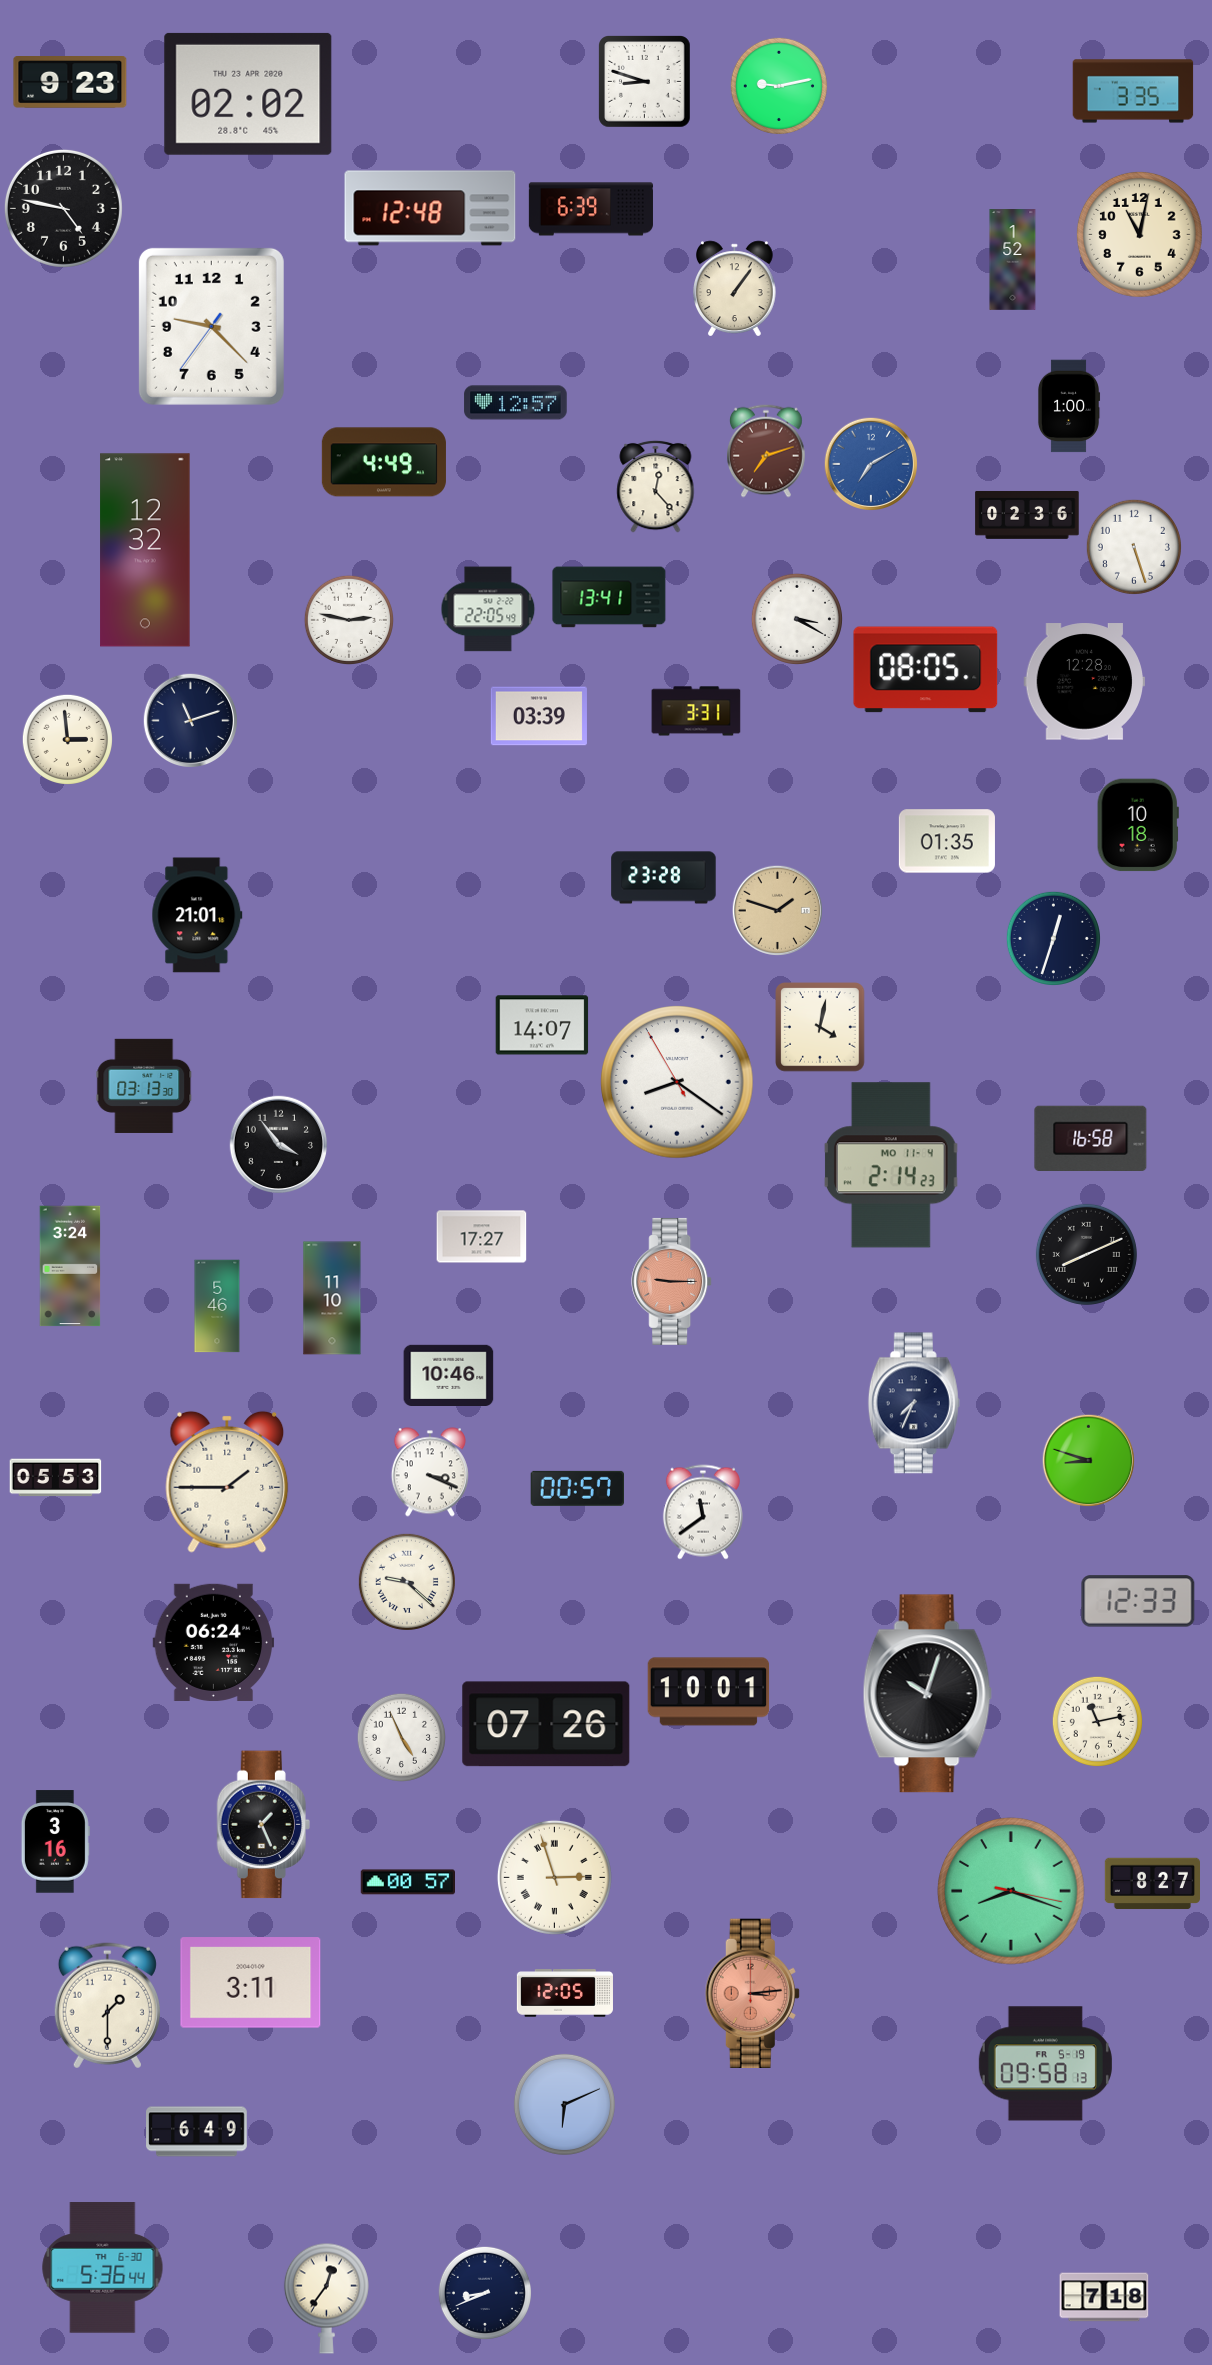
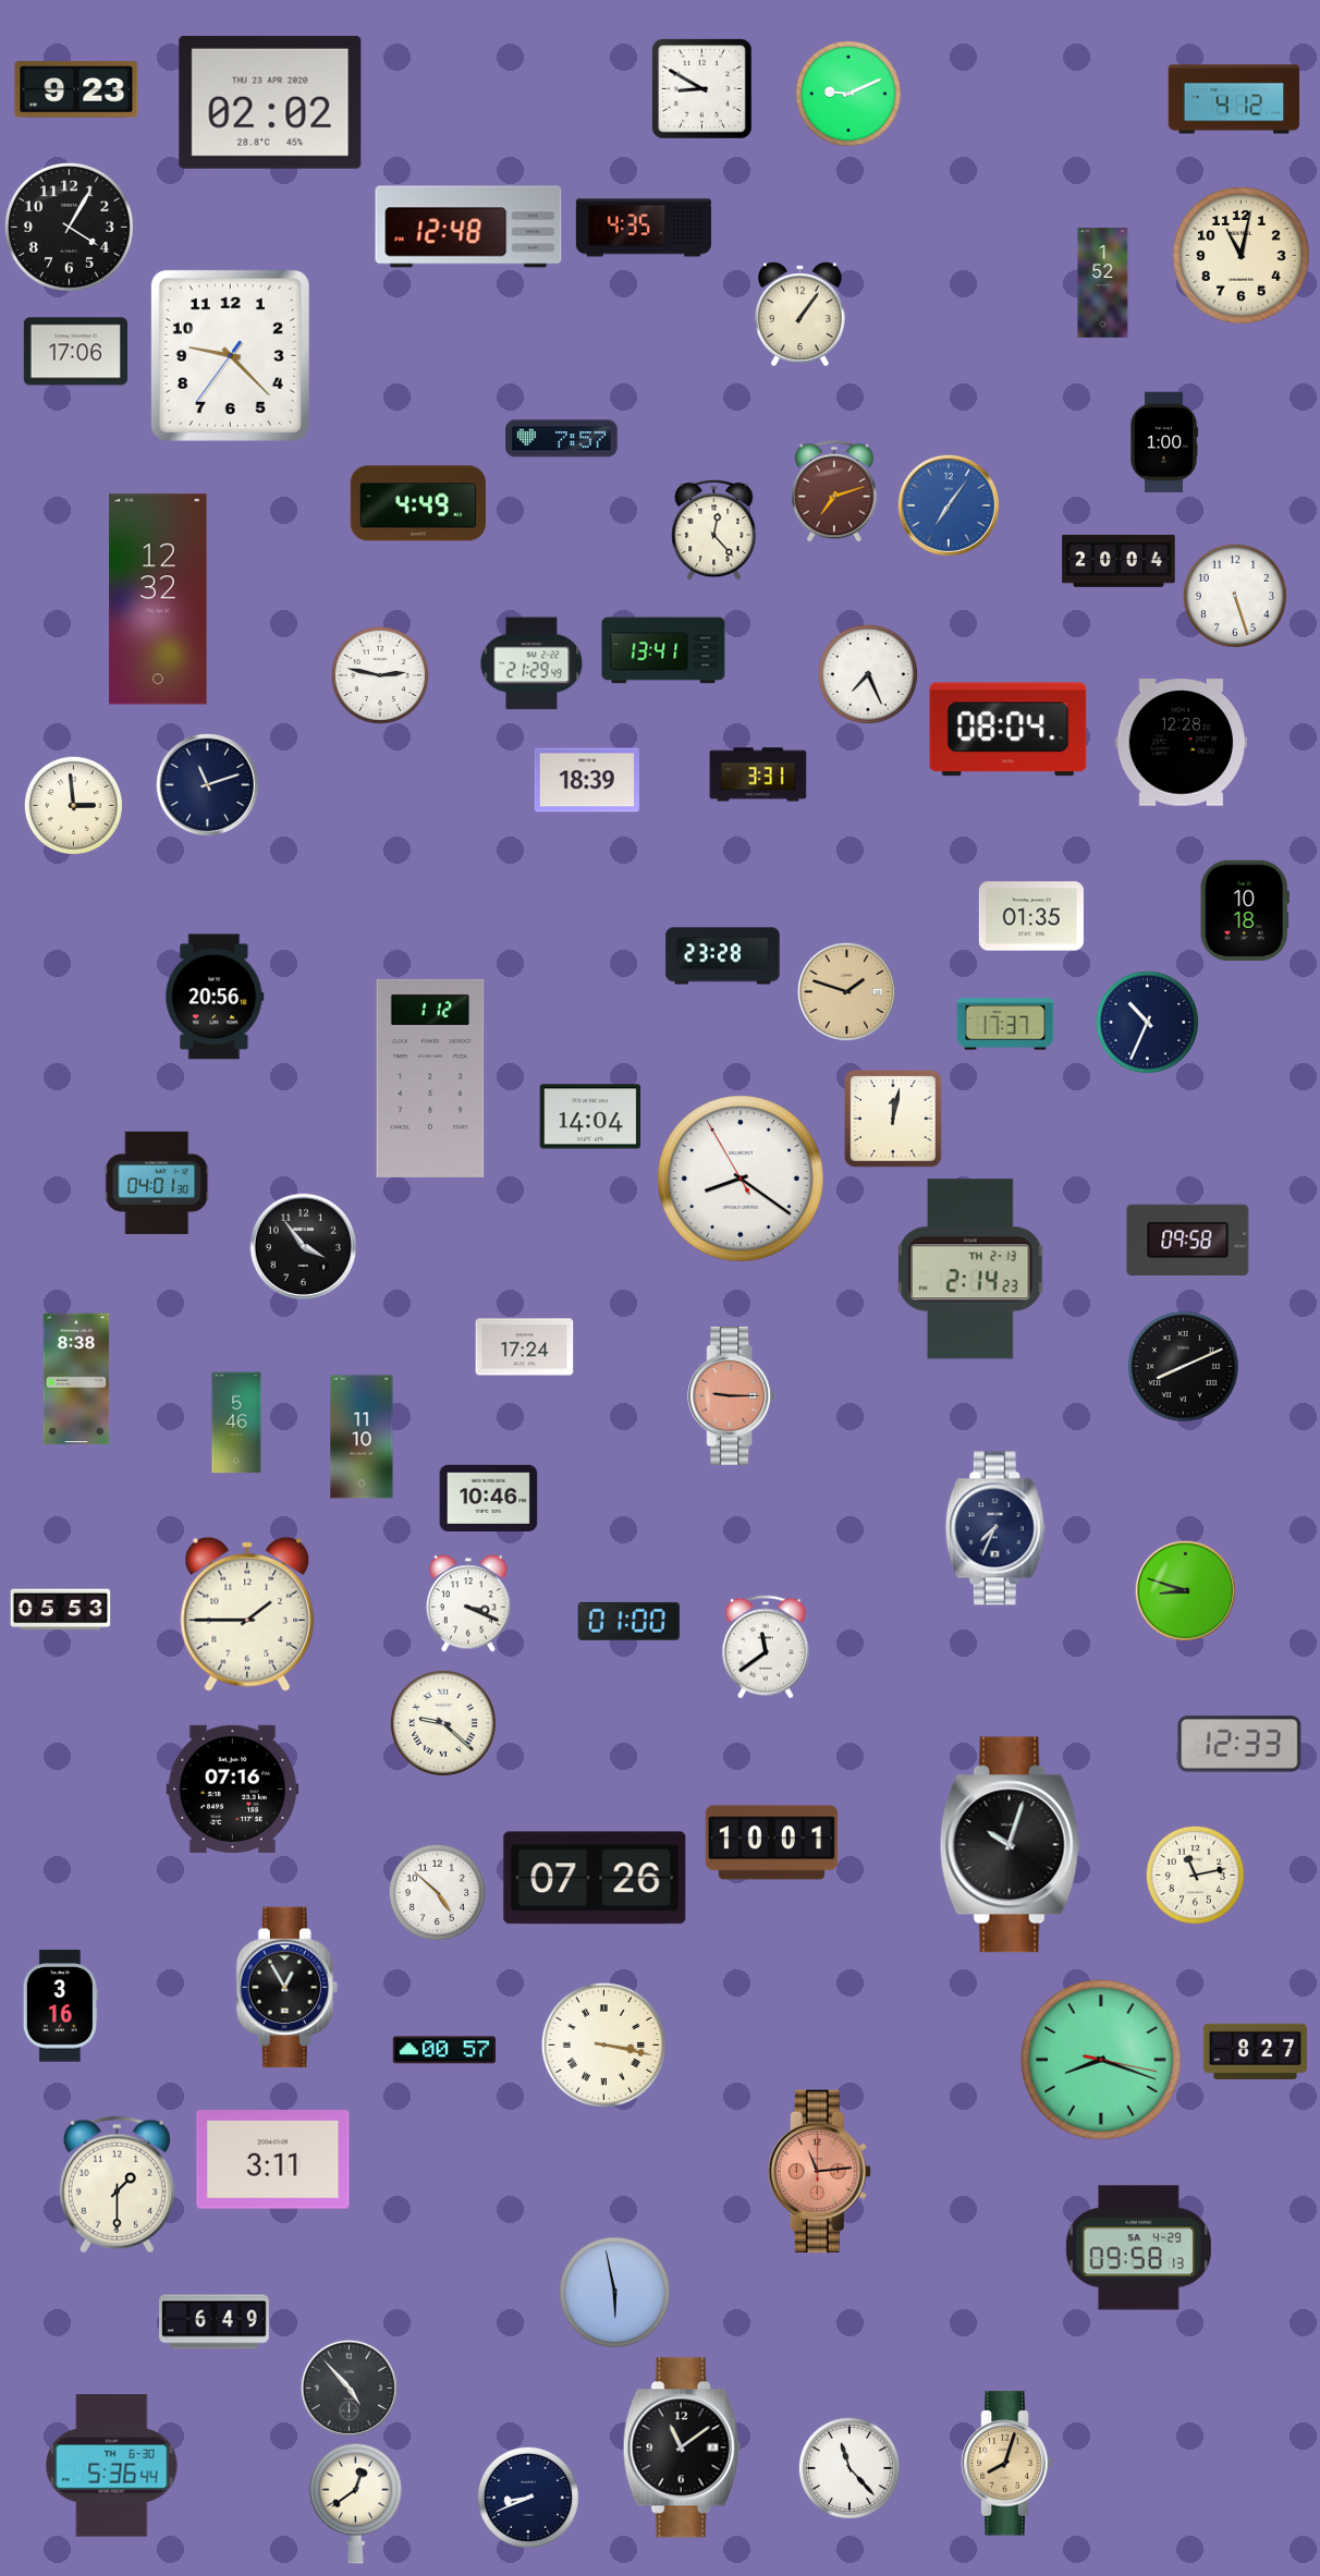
clock at (645, 82): 8:48 -> 8:50
clock at (779, 86): 9:13 -> 9:11
clock at (1133, 91): 3:35 -> 4:12
clock at (63, 208): 4:47 -> 4:05
clock at (591, 209): 6:39 -> 4:35
clock at (75, 352): none -> 17:06
clock at (516, 403): 12:57 -> 7:57
clock at (870, 463): 7:10 -> 7:06
clock at (1027, 515): 02:36 -> 20:04
clock at (488, 609): 22:05 -> 21:29
clock at (797, 619): 3:20 -> 7:26
clock at (926, 670): 08:05 -> 08:04
clock at (539, 716): 03:39 -> 18:39
clock at (1138, 825) position: (1138, 825) -> (1245, 911)
clock at (197, 915): 21:01 -> 20:56
clock at (1053, 938): 12:33 -> 10:34
clock at (1005, 1024): none -> 17:37
clock at (430, 1078): none -> 1:12
clock at (542, 1025): 14:07 -> 14:04
clock at (820, 1027): 4:02 -> 12:02
clock at (677, 1082) position: (677, 1082) -> (741, 1179)
clock at (144, 1086): 03:13 -> 04:01
clock at (1091, 1138): 16:58 -> 09:58
clock at (891, 1165) date: MO 11-4 -> TH 2-13
clock at (482, 1237): 17:27 -> 17:24
clock at (70, 1266): 3:24 -> 8:38
clock at (332, 1298) position: (332, 1298) -> (362, 1437)
clock at (577, 1488): 00:57 -> 01:00
clock at (214, 1642): 06:24 -> 07:16
clock at (401, 1737): 4:56 -> 4:52
clock at (263, 1825): 1:26 -> 12:55
clock at (554, 1877): 2:57 -> 3:17
clock at (565, 1993): 12:05 -> none
clock at (752, 1993): 3:14 -> 11:14
clock at (1045, 2064) date: FR 5-19 -> SA 4-29
clock at (564, 2104): 6:11 -> 5:58
clock at (349, 2388): none -> 4:53
clock at (682, 2447): none -> 11:09
clock at (1007, 2464): none -> 8:03
clock at (850, 2468): none -> 11:23
clock at (103, 2268) position: (103, 2268) -> (112, 2466)
clock at (1104, 2297): 7:18 -> none
clock at (326, 2298): 12:36 -> 12:39
